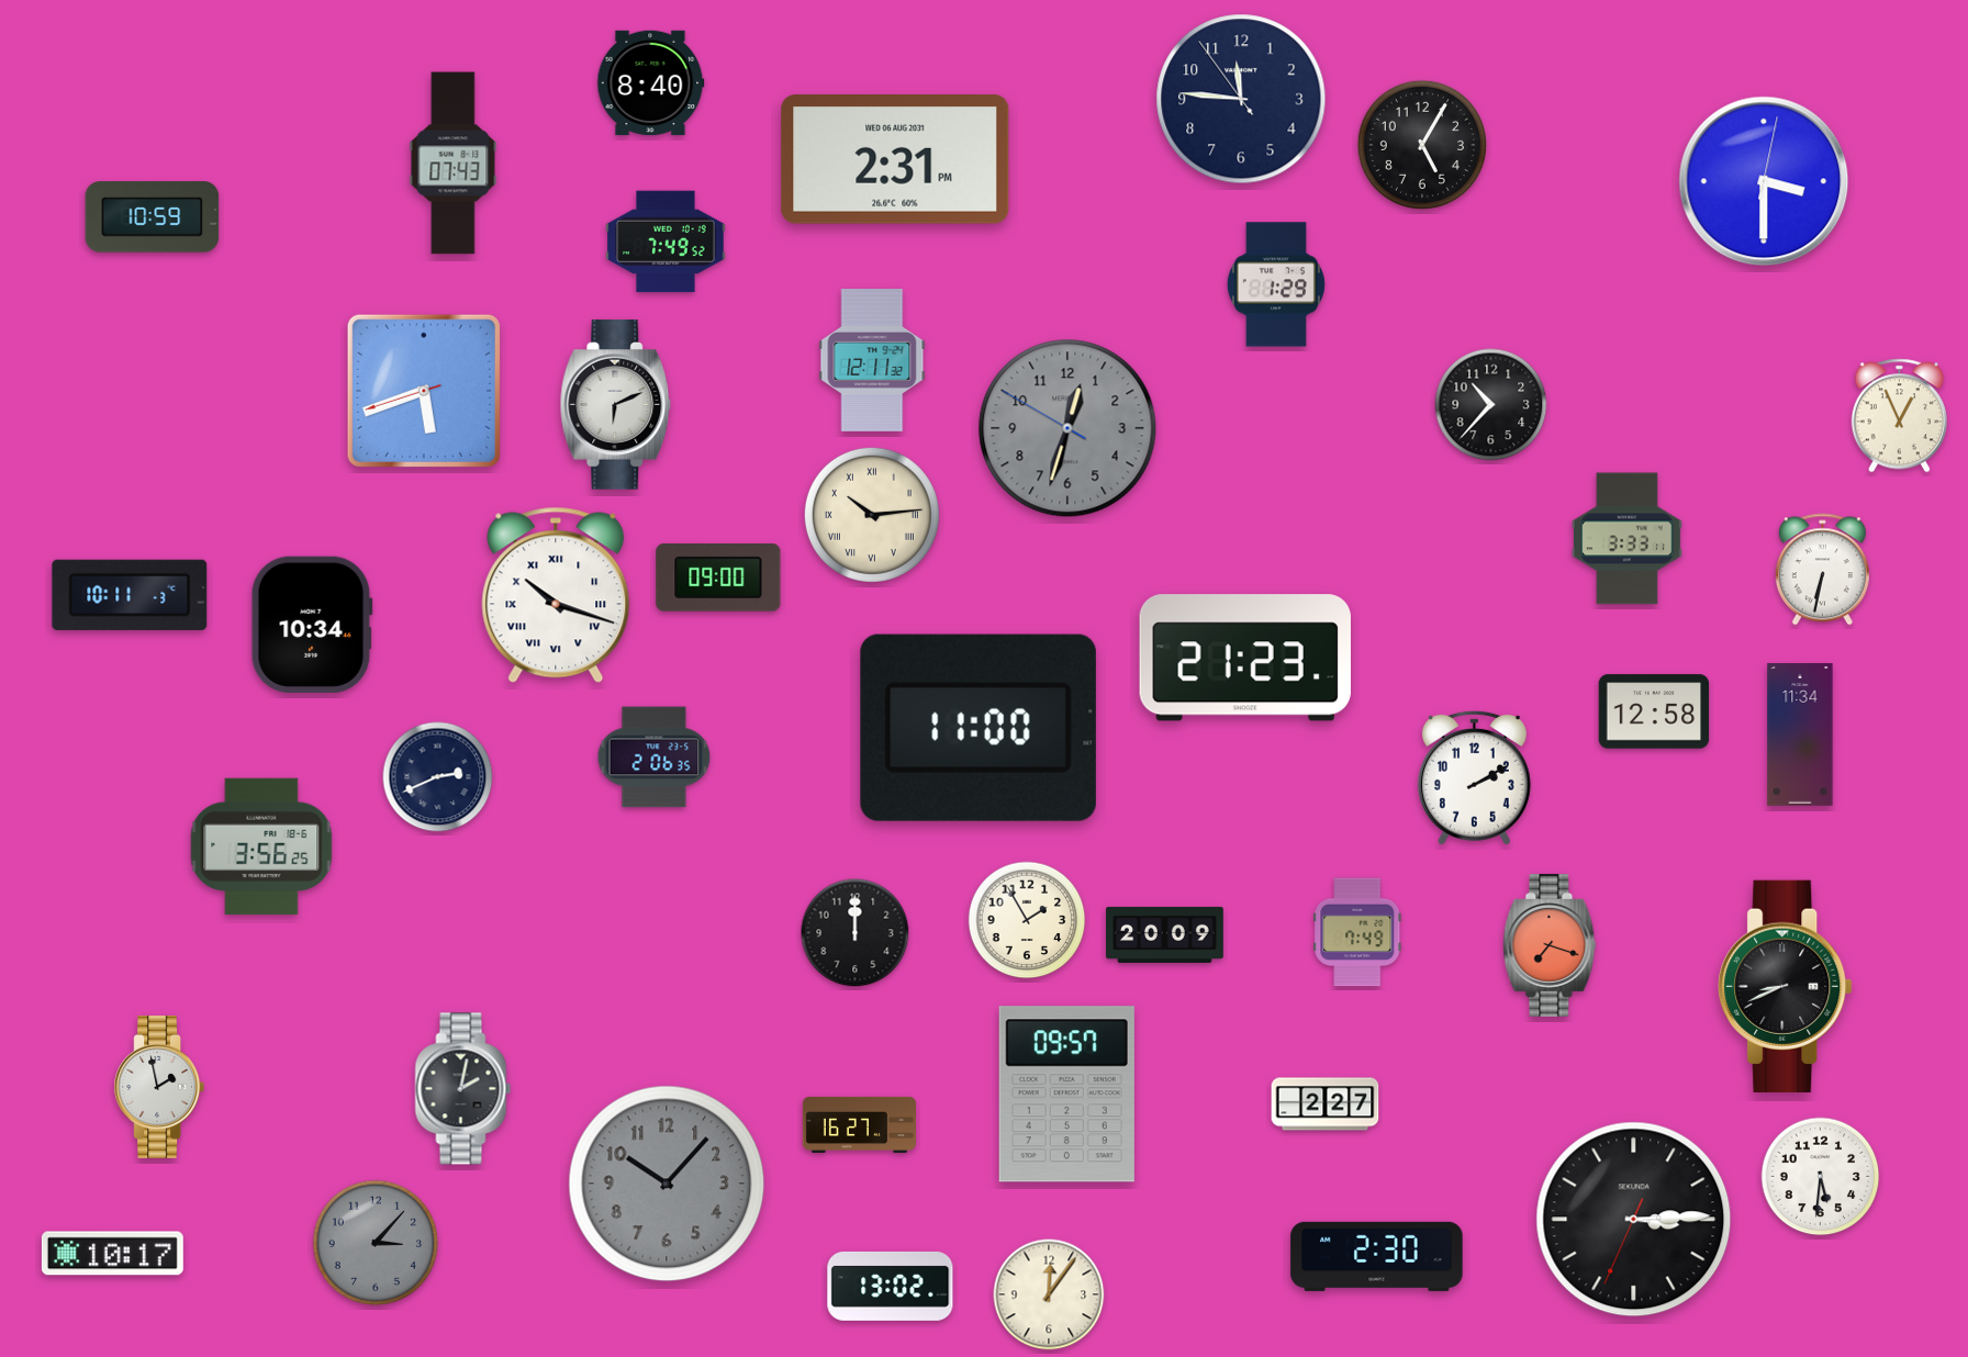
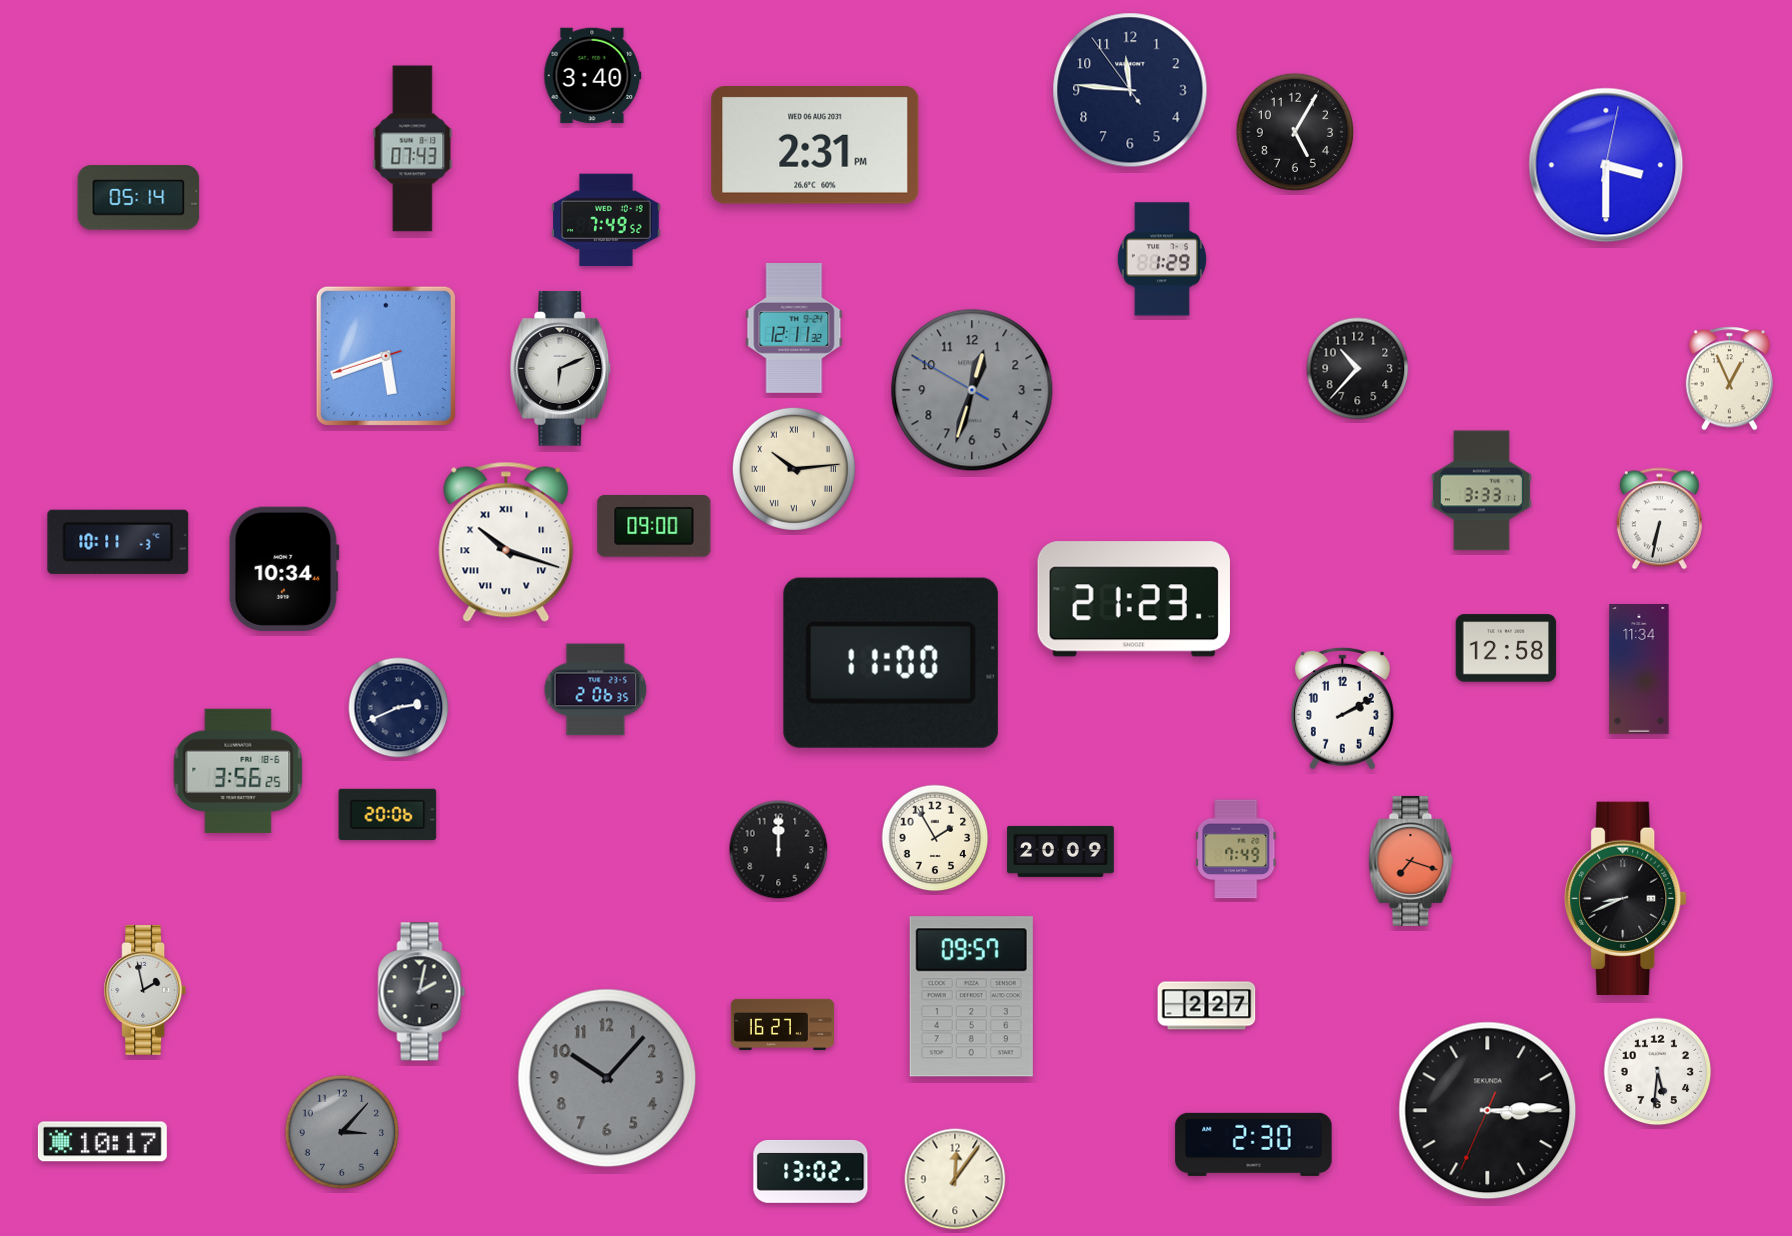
clock at (651, 83): 8:40 -> 3:40
clock at (153, 217): 10:59 -> 05:14
clock at (388, 814): none -> 20:06
